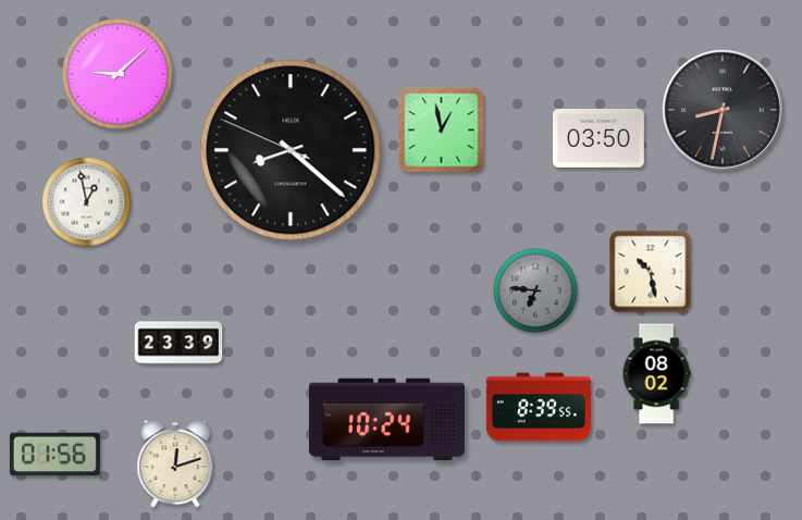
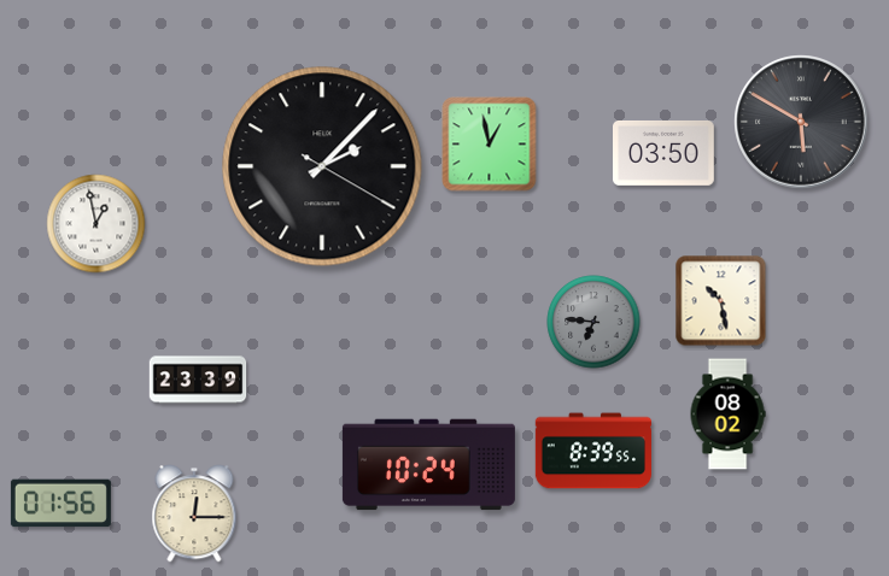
clock at (119, 75): 9:08 -> none
clock at (723, 110): 8:32 -> 5:50
clock at (291, 150): 8:21 -> 2:07
clock at (538, 407) position: (538, 407) -> (592, 451)
clock at (175, 463): 12:12 -> 12:15
